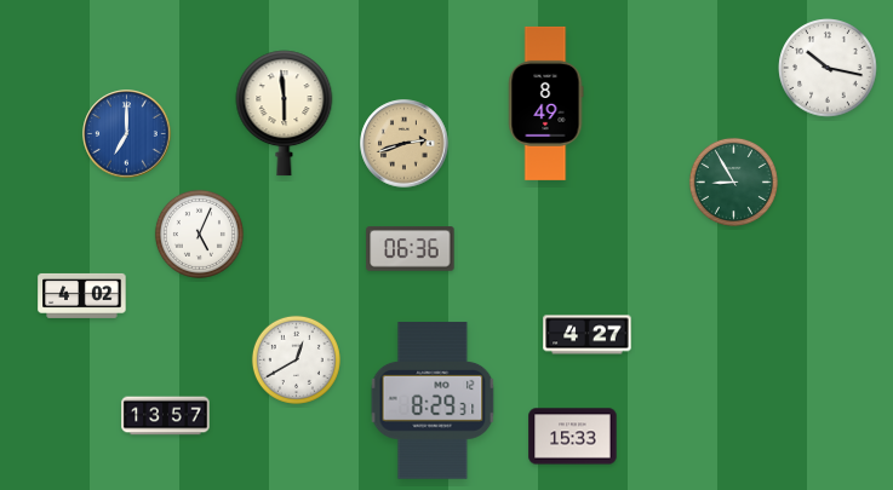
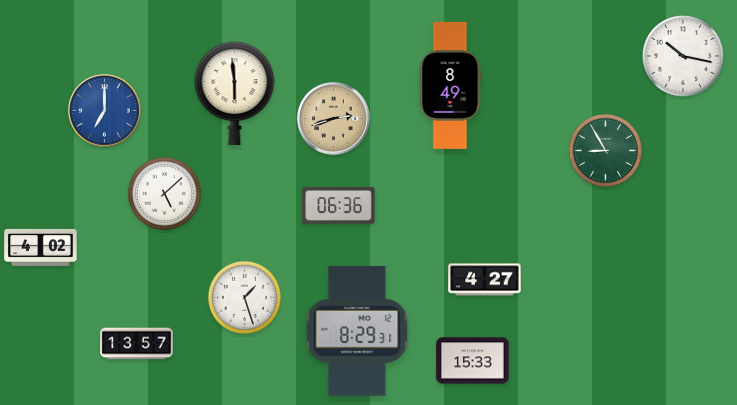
clock at (199, 234): 5:04 -> 5:08
clock at (82, 295) position: (82, 295) -> (41, 247)
clock at (588, 335) position: (588, 335) -> (485, 280)
clock at (296, 359): 12:40 -> 1:27
